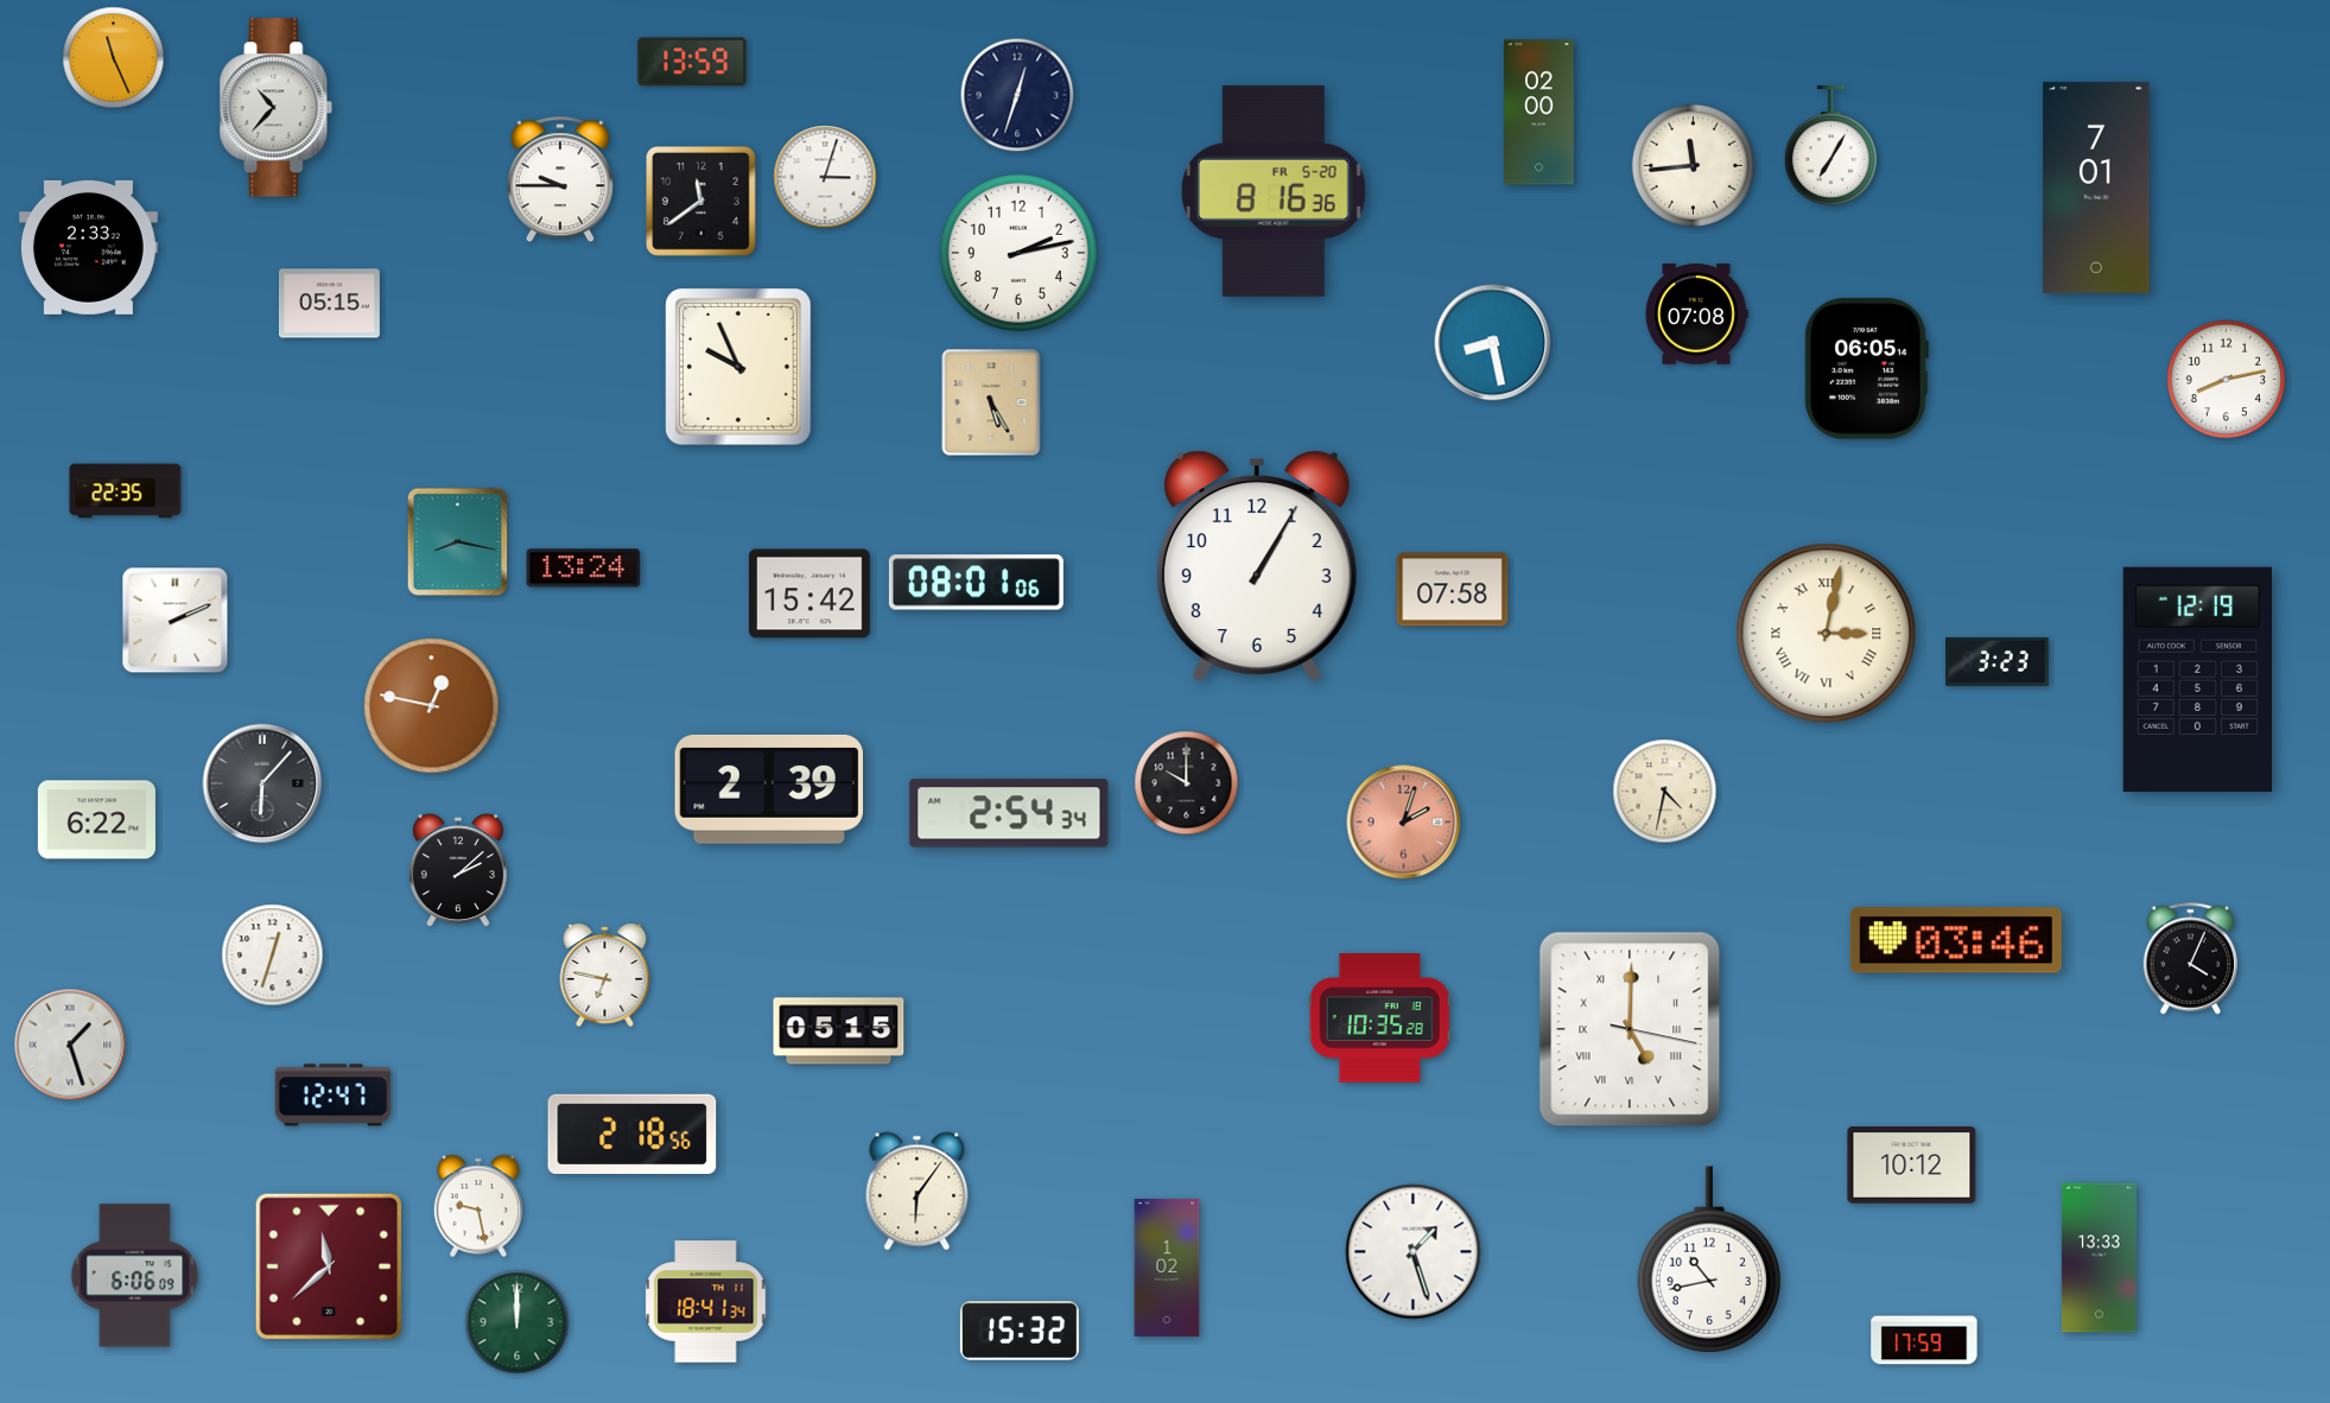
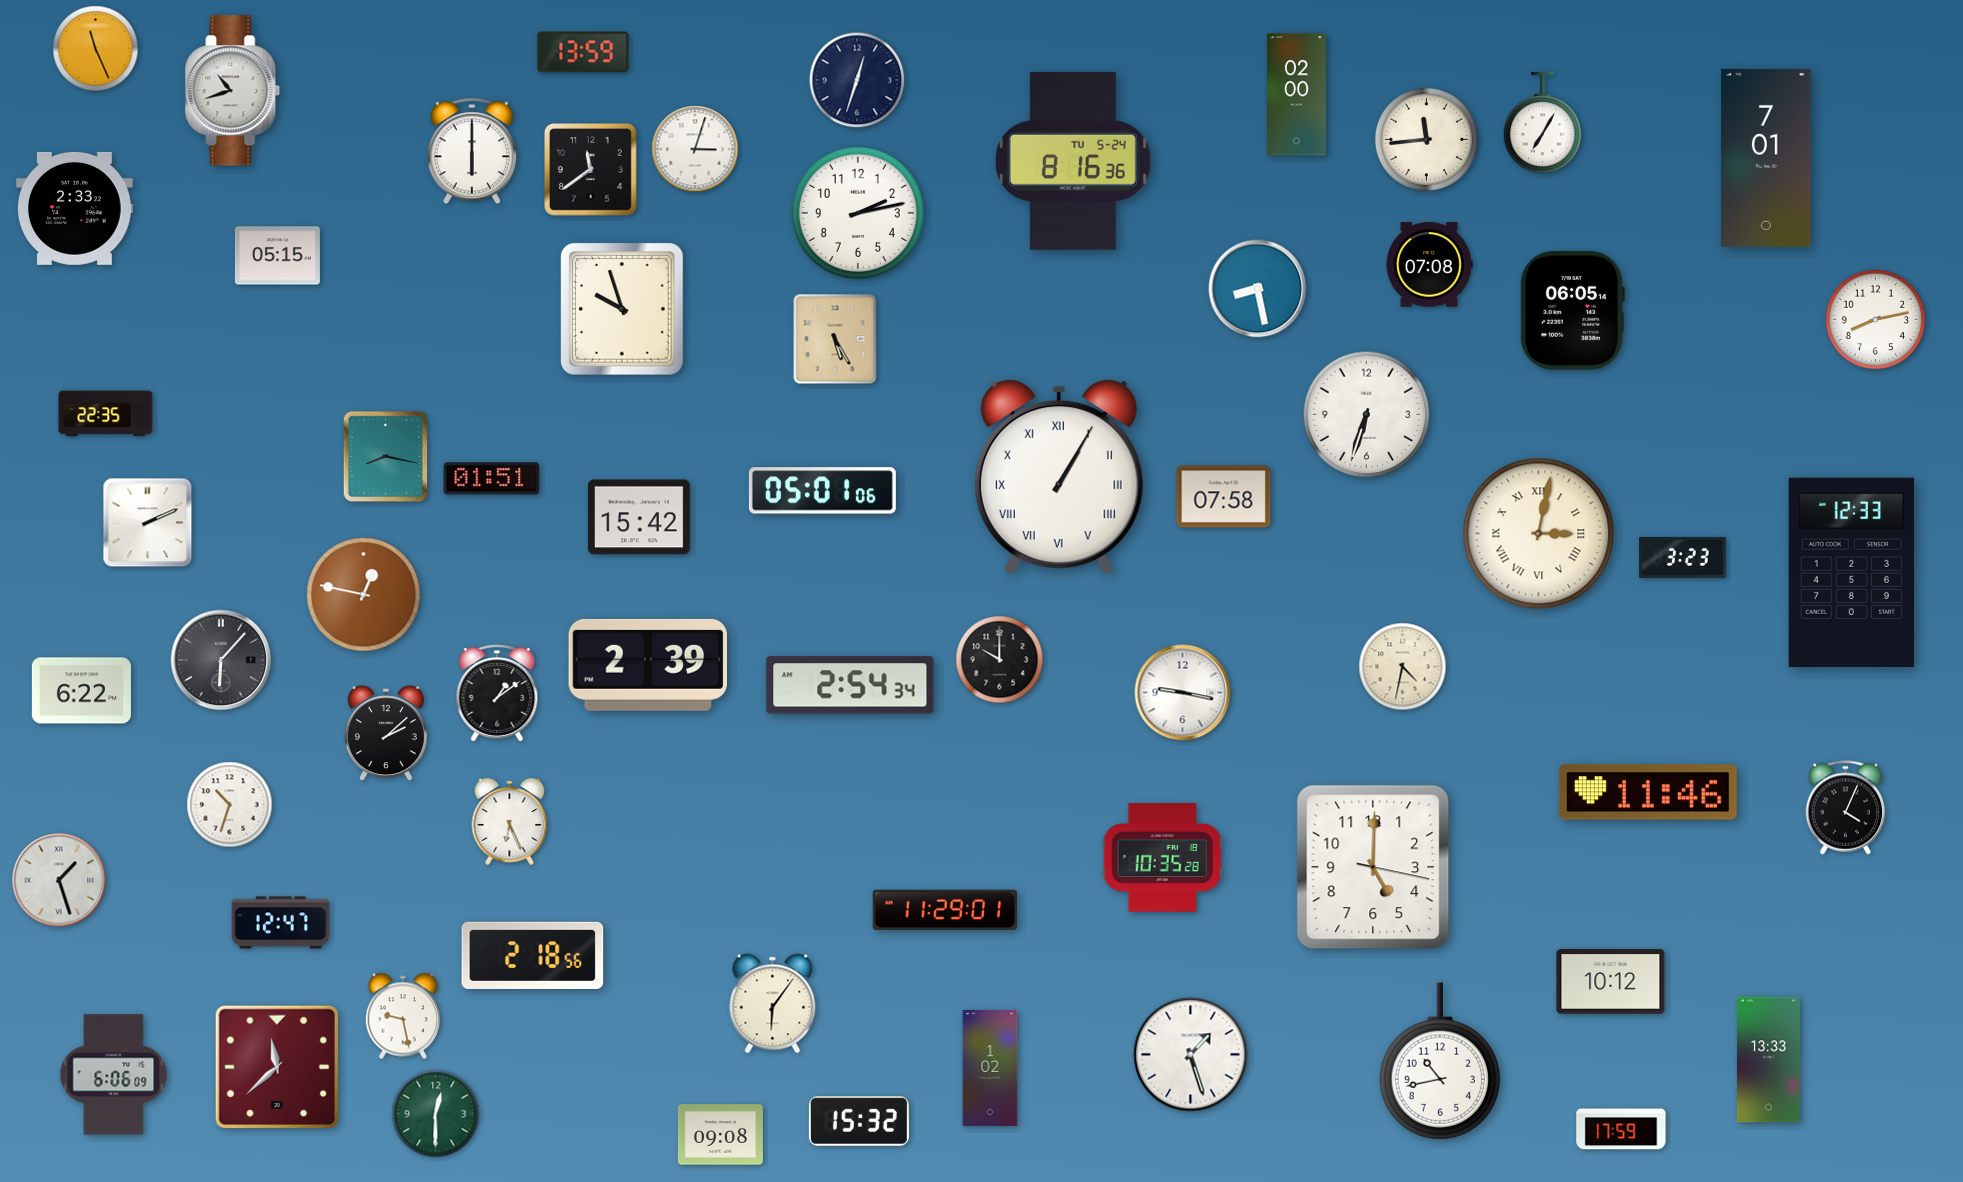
clock at (277, 108): 10:37 -> 10:42
clock at (560, 180): 9:45 -> 6:00
clock at (1274, 191) date: FR 5-20 -> TU 5-24
clock at (738, 367): 9:56 -> 9:57
clock at (1367, 415): none -> 6:33
clock at (1257, 566) numerals: Arabic -> Roman
clock at (584, 569): 13:24 -> 01:51
clock at (976, 583): 08:01 -> 05:01
clock at (811, 593) position: (811, 593) -> (640, 517)
clock at (2197, 680): 12:19 -> 12:33
clock at (497, 693): none -> 1:09
clock at (1404, 823): 2:03 -> 9:17
clock at (1404, 823) dial: salmon -> white
clock at (1956, 940): 03:46 -> 11:46
clock at (273, 956): 12:33 -> 10:33
clock at (605, 975): 6:47 -> 6:26
clock at (1630, 1029) numerals: Roman -> Arabic
clock at (839, 1031): 05:15 -> none
clock at (945, 910): none -> 11:29
clock at (1167, 1268) position: (1167, 1268) -> (990, 1068)
clock at (706, 1302): 18:41 -> none
clock at (518, 1322): 12:00 -> 12:30
clock at (720, 1135): none -> 09:08
